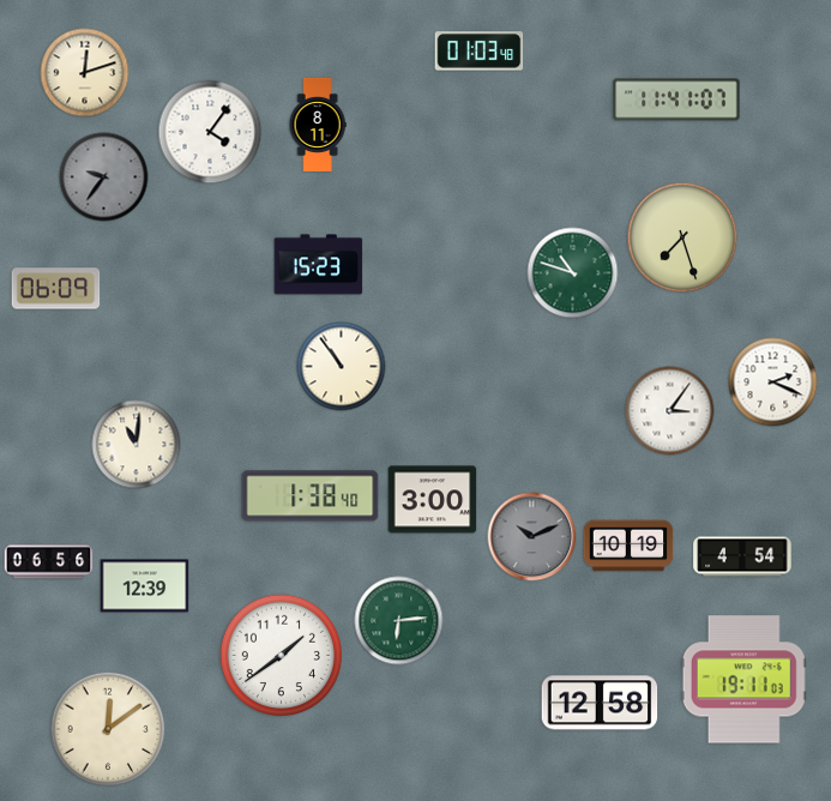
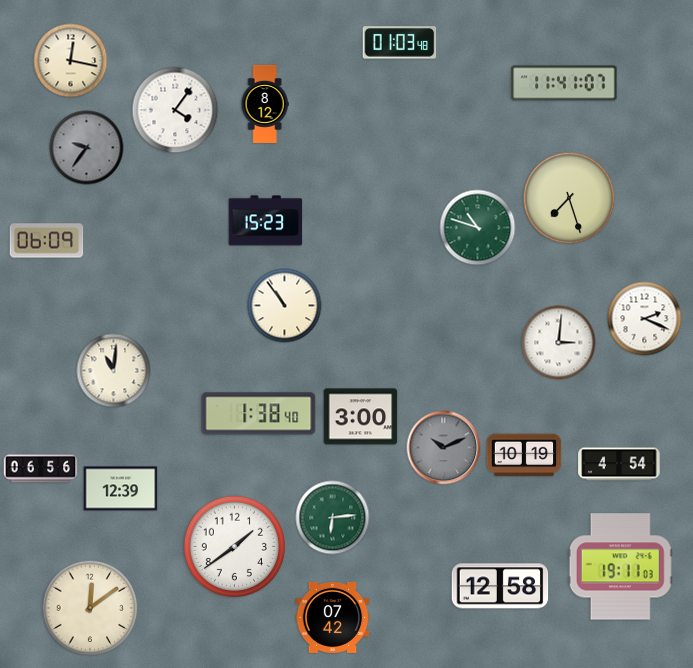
clock at (85, 73): 12:12 -> 12:17
clock at (318, 125): 8:11 -> 8:12
clock at (670, 411): 3:06 -> 3:01
clock at (333, 617): none -> 07:42
